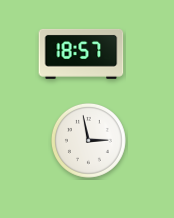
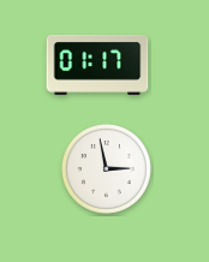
clock at (81, 54): 18:57 -> 01:17
